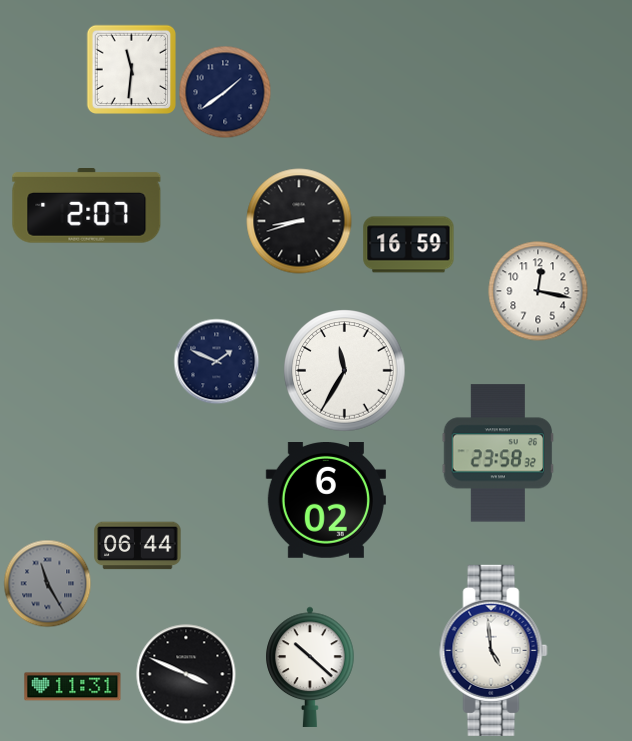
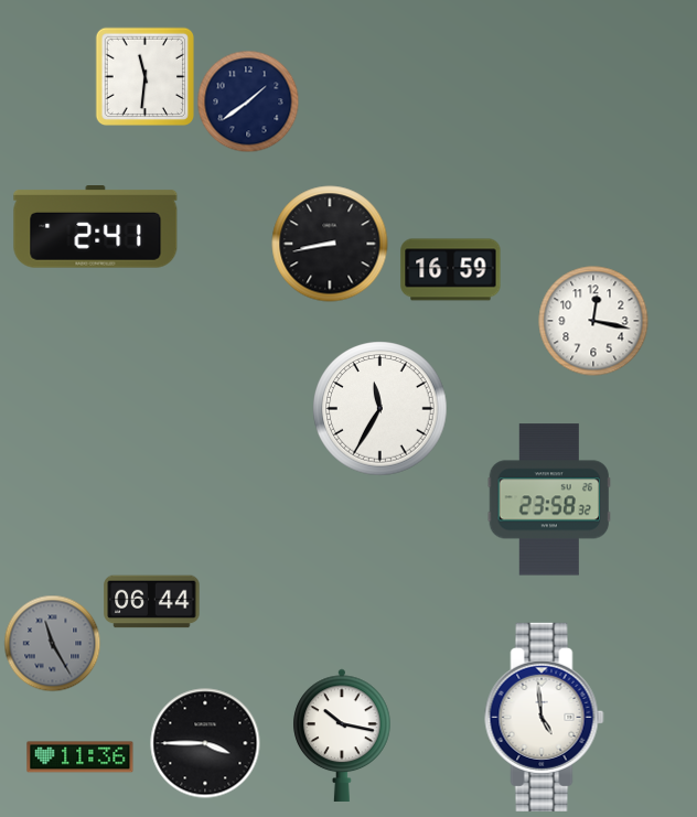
clock at (87, 206): 2:07 -> 2:41
clock at (299, 221): 8:42 -> 8:43
clock at (216, 361): 1:49 -> none
clock at (326, 501): 6:02 -> none
clock at (310, 667): 10:22 -> 10:17
clock at (186, 674): 3:49 -> 3:45
clock at (73, 687): 11:31 -> 11:36
